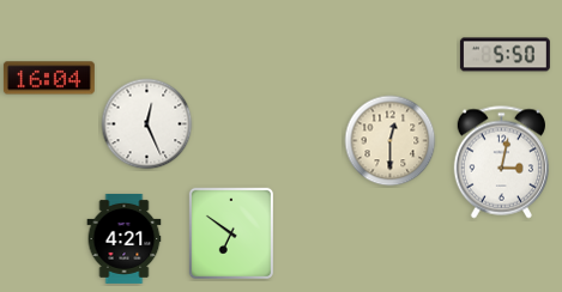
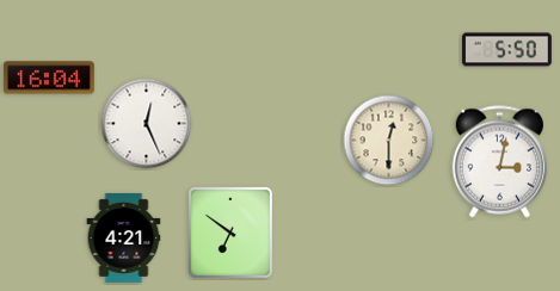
clock at (504, 55) position: (504, 55) -> (506, 50)
